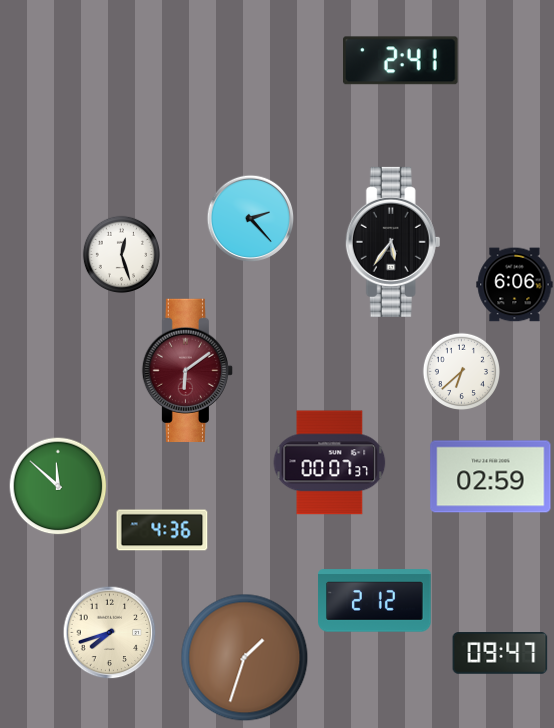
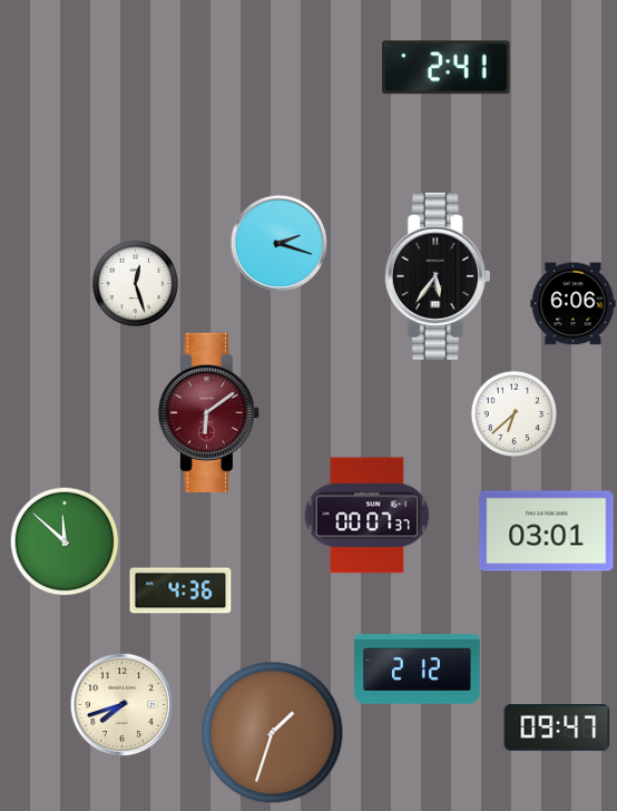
clock at (250, 218): 2:23 -> 2:18
clock at (393, 242) position: (393, 242) -> (438, 276)
clock at (515, 285) position: (515, 285) -> (574, 304)
clock at (491, 477): 02:59 -> 03:01
